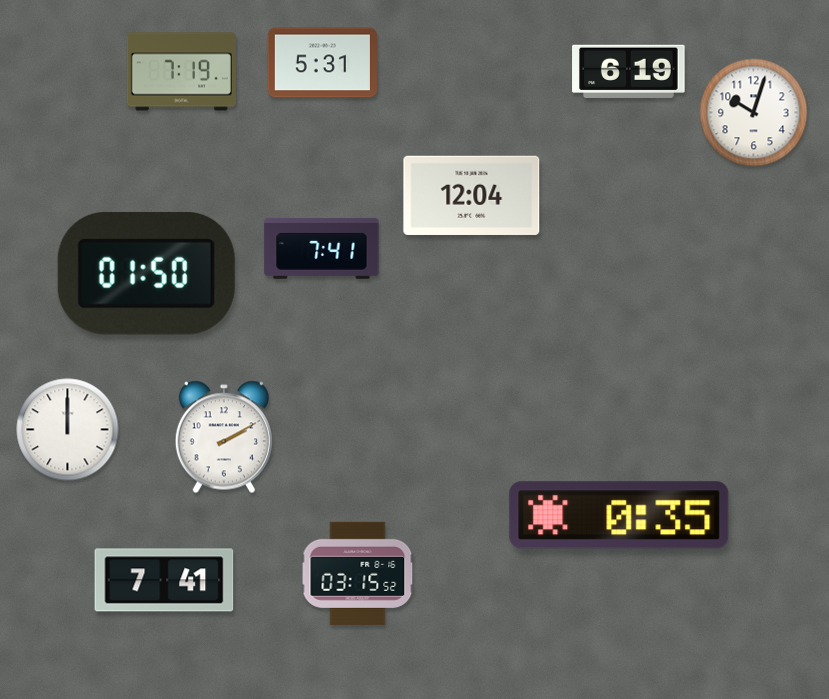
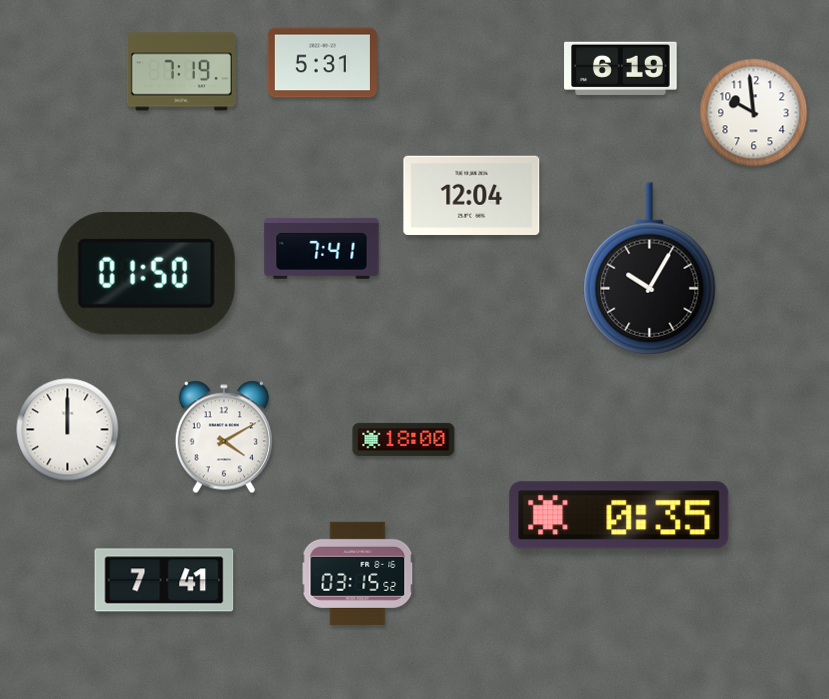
clock at (629, 71) position: (629, 71) -> (621, 68)
clock at (754, 113): 10:03 -> 9:59
clock at (650, 269): none -> 10:05
clock at (224, 437): 2:10 -> 4:10
clock at (404, 439): none -> 18:00
